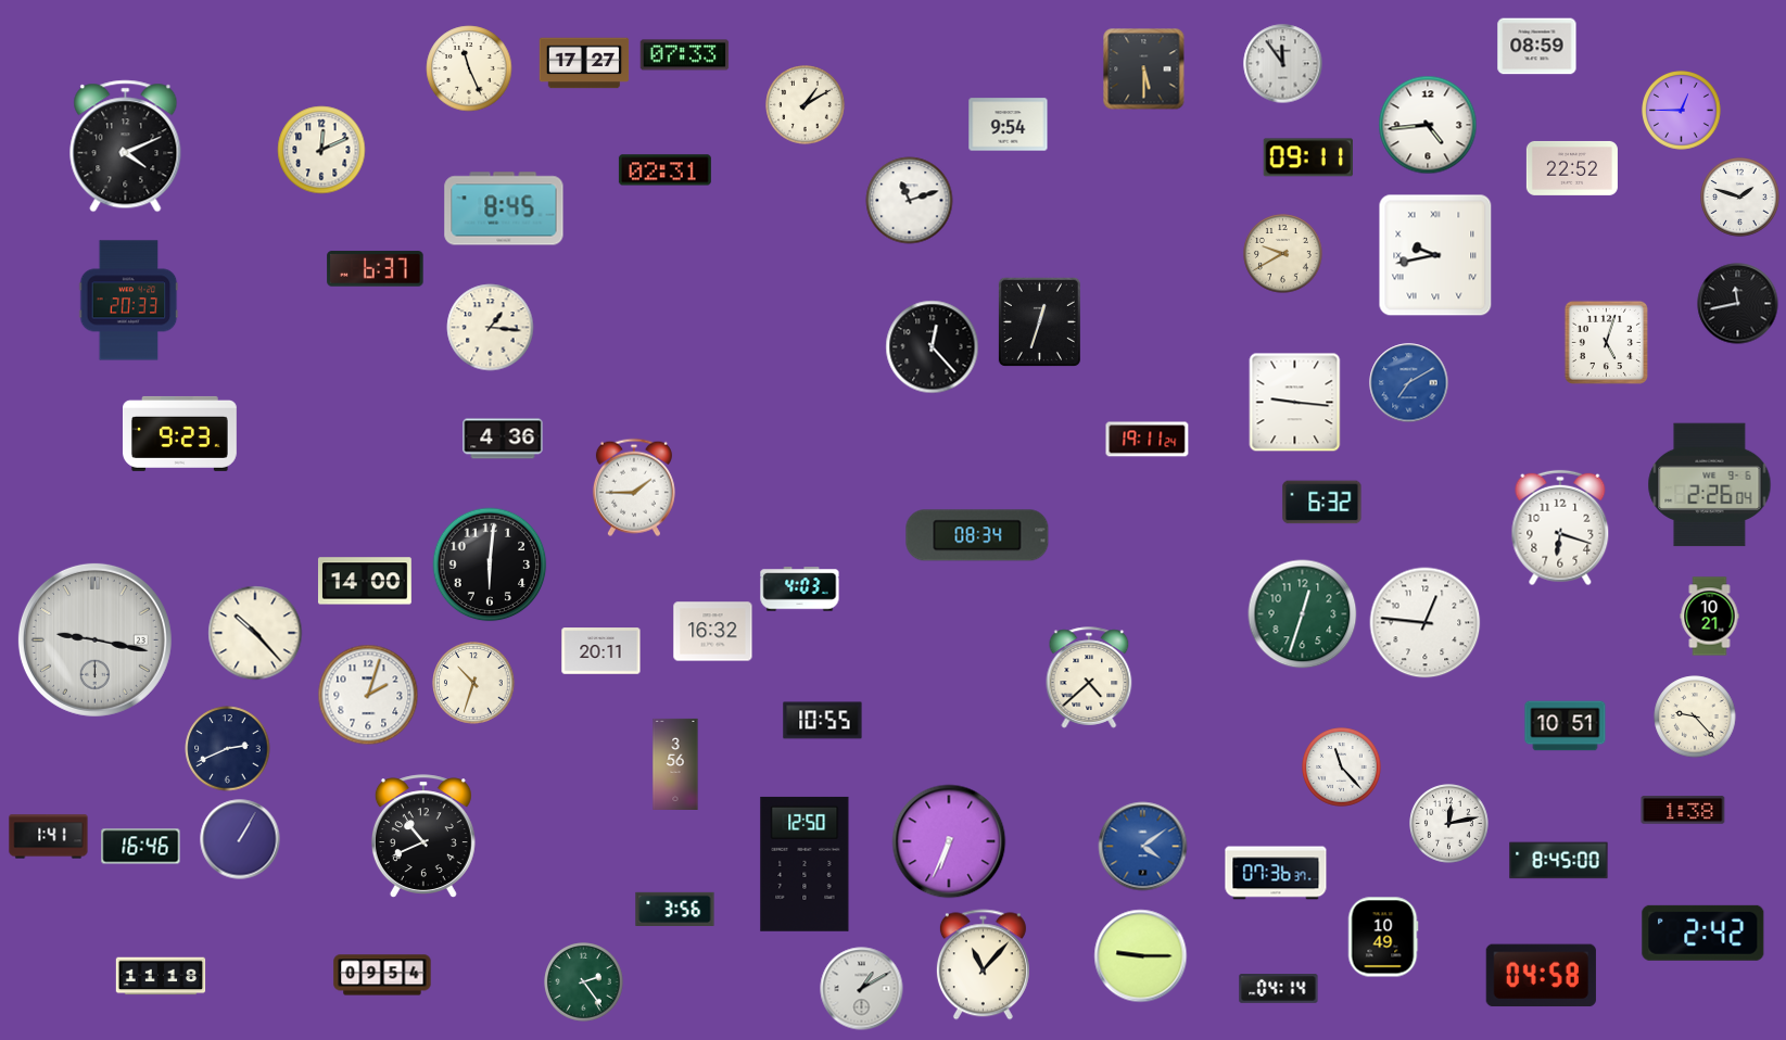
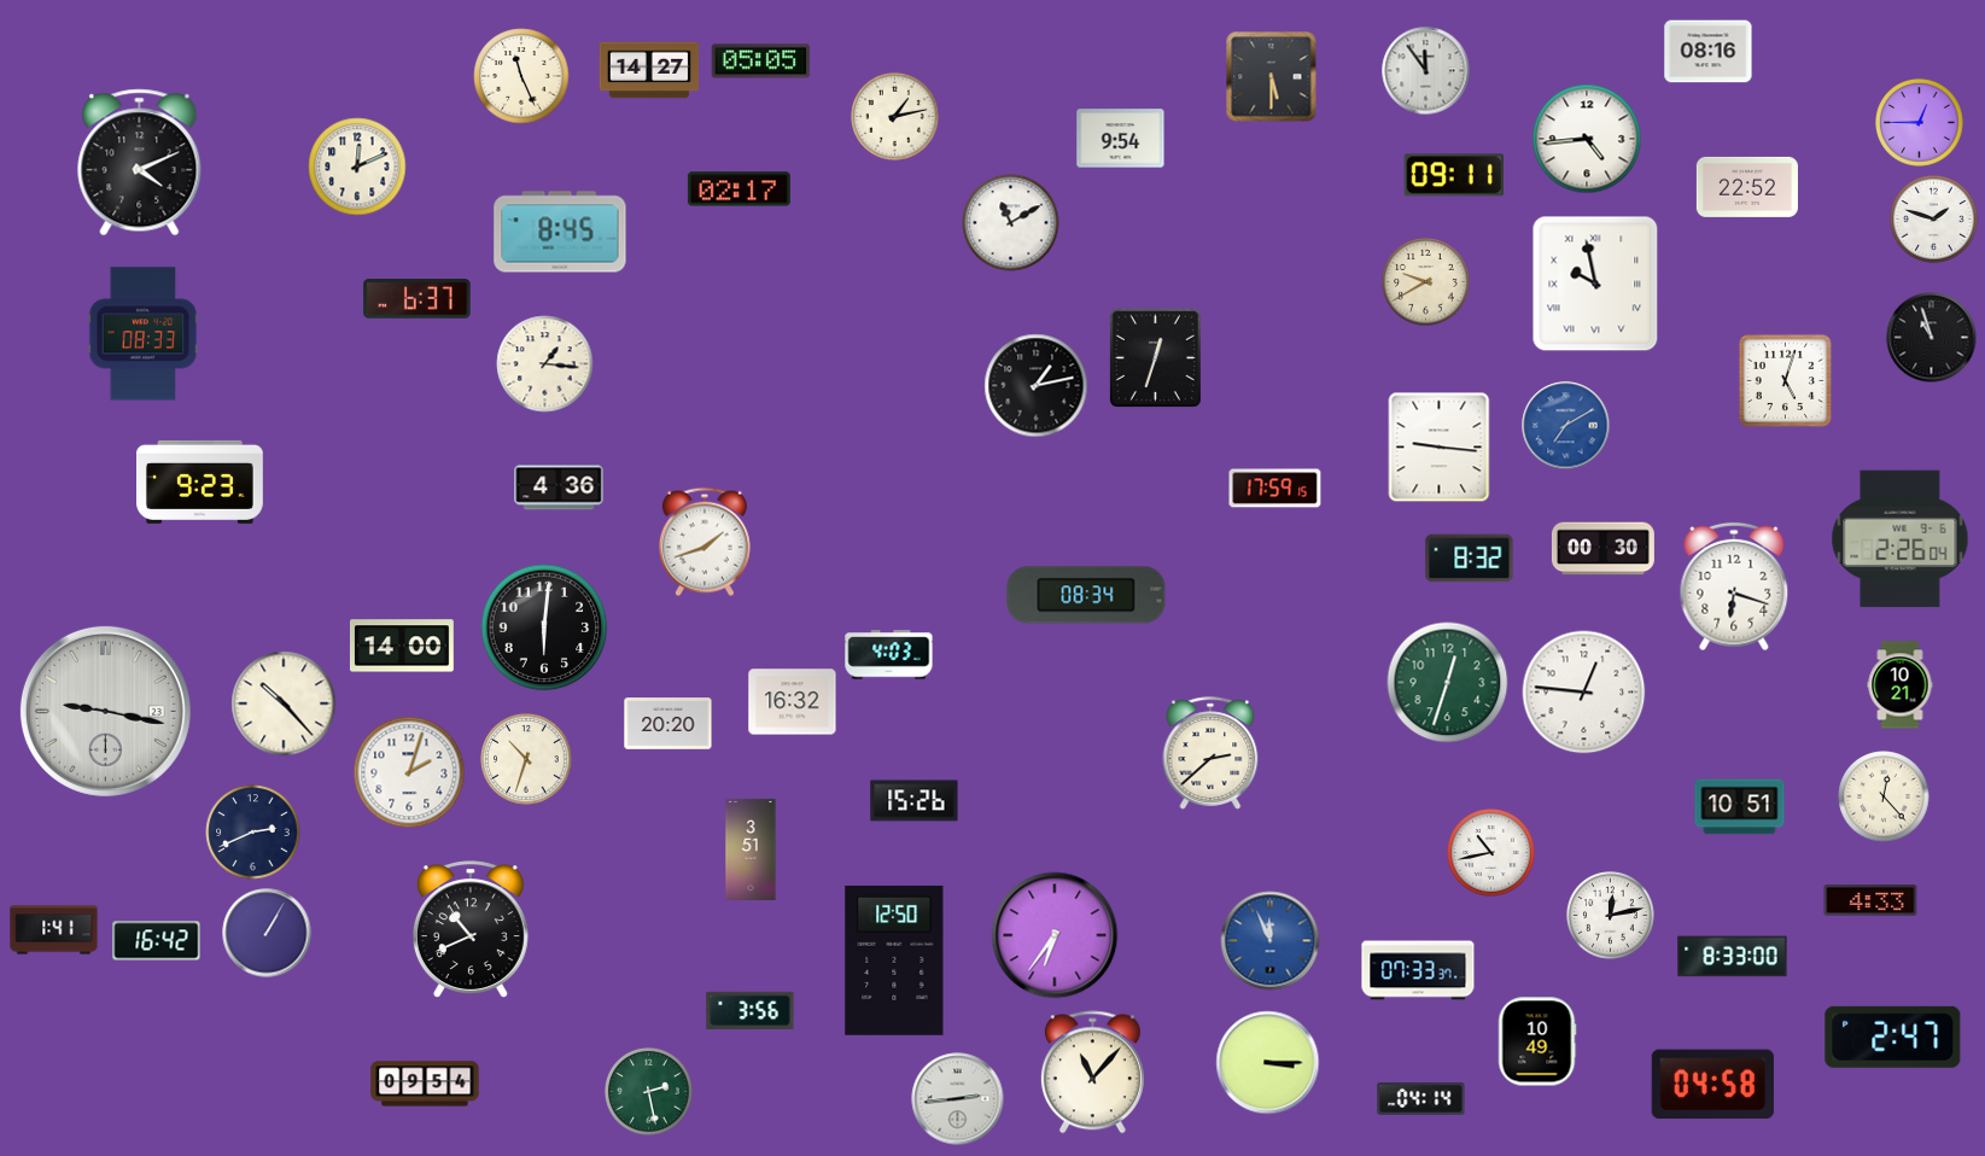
clock at (1537, 47): 08:59 -> 08:16
clock at (685, 55): 07:33 -> 05:05
clock at (584, 63): 17:27 -> 14:27
clock at (806, 105): 1:10 -> 1:13
clock at (1682, 111) position: (1682, 111) -> (1920, 123)
clock at (664, 170): 02:31 -> 02:17
clock at (910, 201): 11:12 -> 11:10
clock at (1435, 255): 9:43 -> 9:58
clock at (129, 301): 20:33 -> 08:33
clock at (1738, 304): 11:43 -> 10:57
clock at (933, 347): 12:23 -> 1:13
clock at (1148, 440): 19:11 -> 17:59
clock at (634, 487): 1:45 -> 1:42
clock at (1602, 549): none -> 00:30
clock at (1322, 503): 6:32 -> 8:32
clock at (365, 581) position: (365, 581) -> (402, 646)
clock at (601, 651): 20:11 -> 20:20
clock at (1089, 677): 4:38 -> 2:38
clock at (1695, 716): 9:23 -> 12:23
clock at (823, 721): 10:55 -> 15:26
clock at (675, 764): 3:56 -> 3:51
clock at (1342, 768): 11:23 -> 10:43
clock at (1683, 810): 1:38 -> 4:33
clock at (949, 841): 6:34 -> 6:36
clock at (141, 847): 16:46 -> 16:42
clock at (1143, 847): 4:09 -> 11:56
clock at (1559, 861): 8:45 -> 8:33
clock at (1276, 873): 07:36 -> 07:33
clock at (1703, 933): 2:42 -> 2:47
clock at (1141, 956): 9:15 -> 3:15
clock at (161, 976): 11:18 -> none
clock at (584, 982): 2:24 -> 2:28
clock at (862, 989): 1:10 -> 2:44
